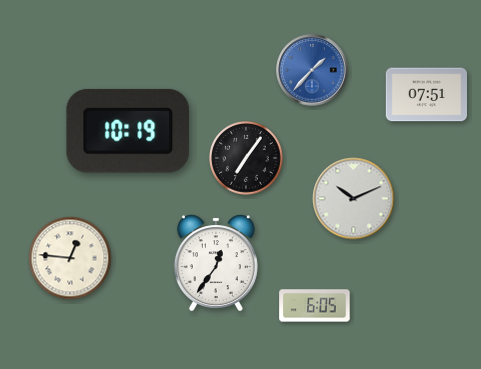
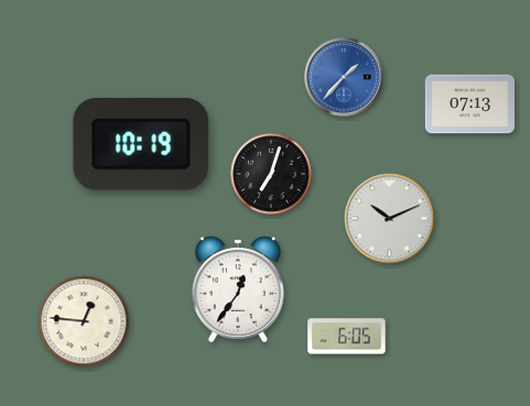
clock at (426, 95): 07:51 -> 07:13
clock at (246, 158): 7:06 -> 7:03
clock at (70, 258) position: (70, 258) -> (84, 321)
